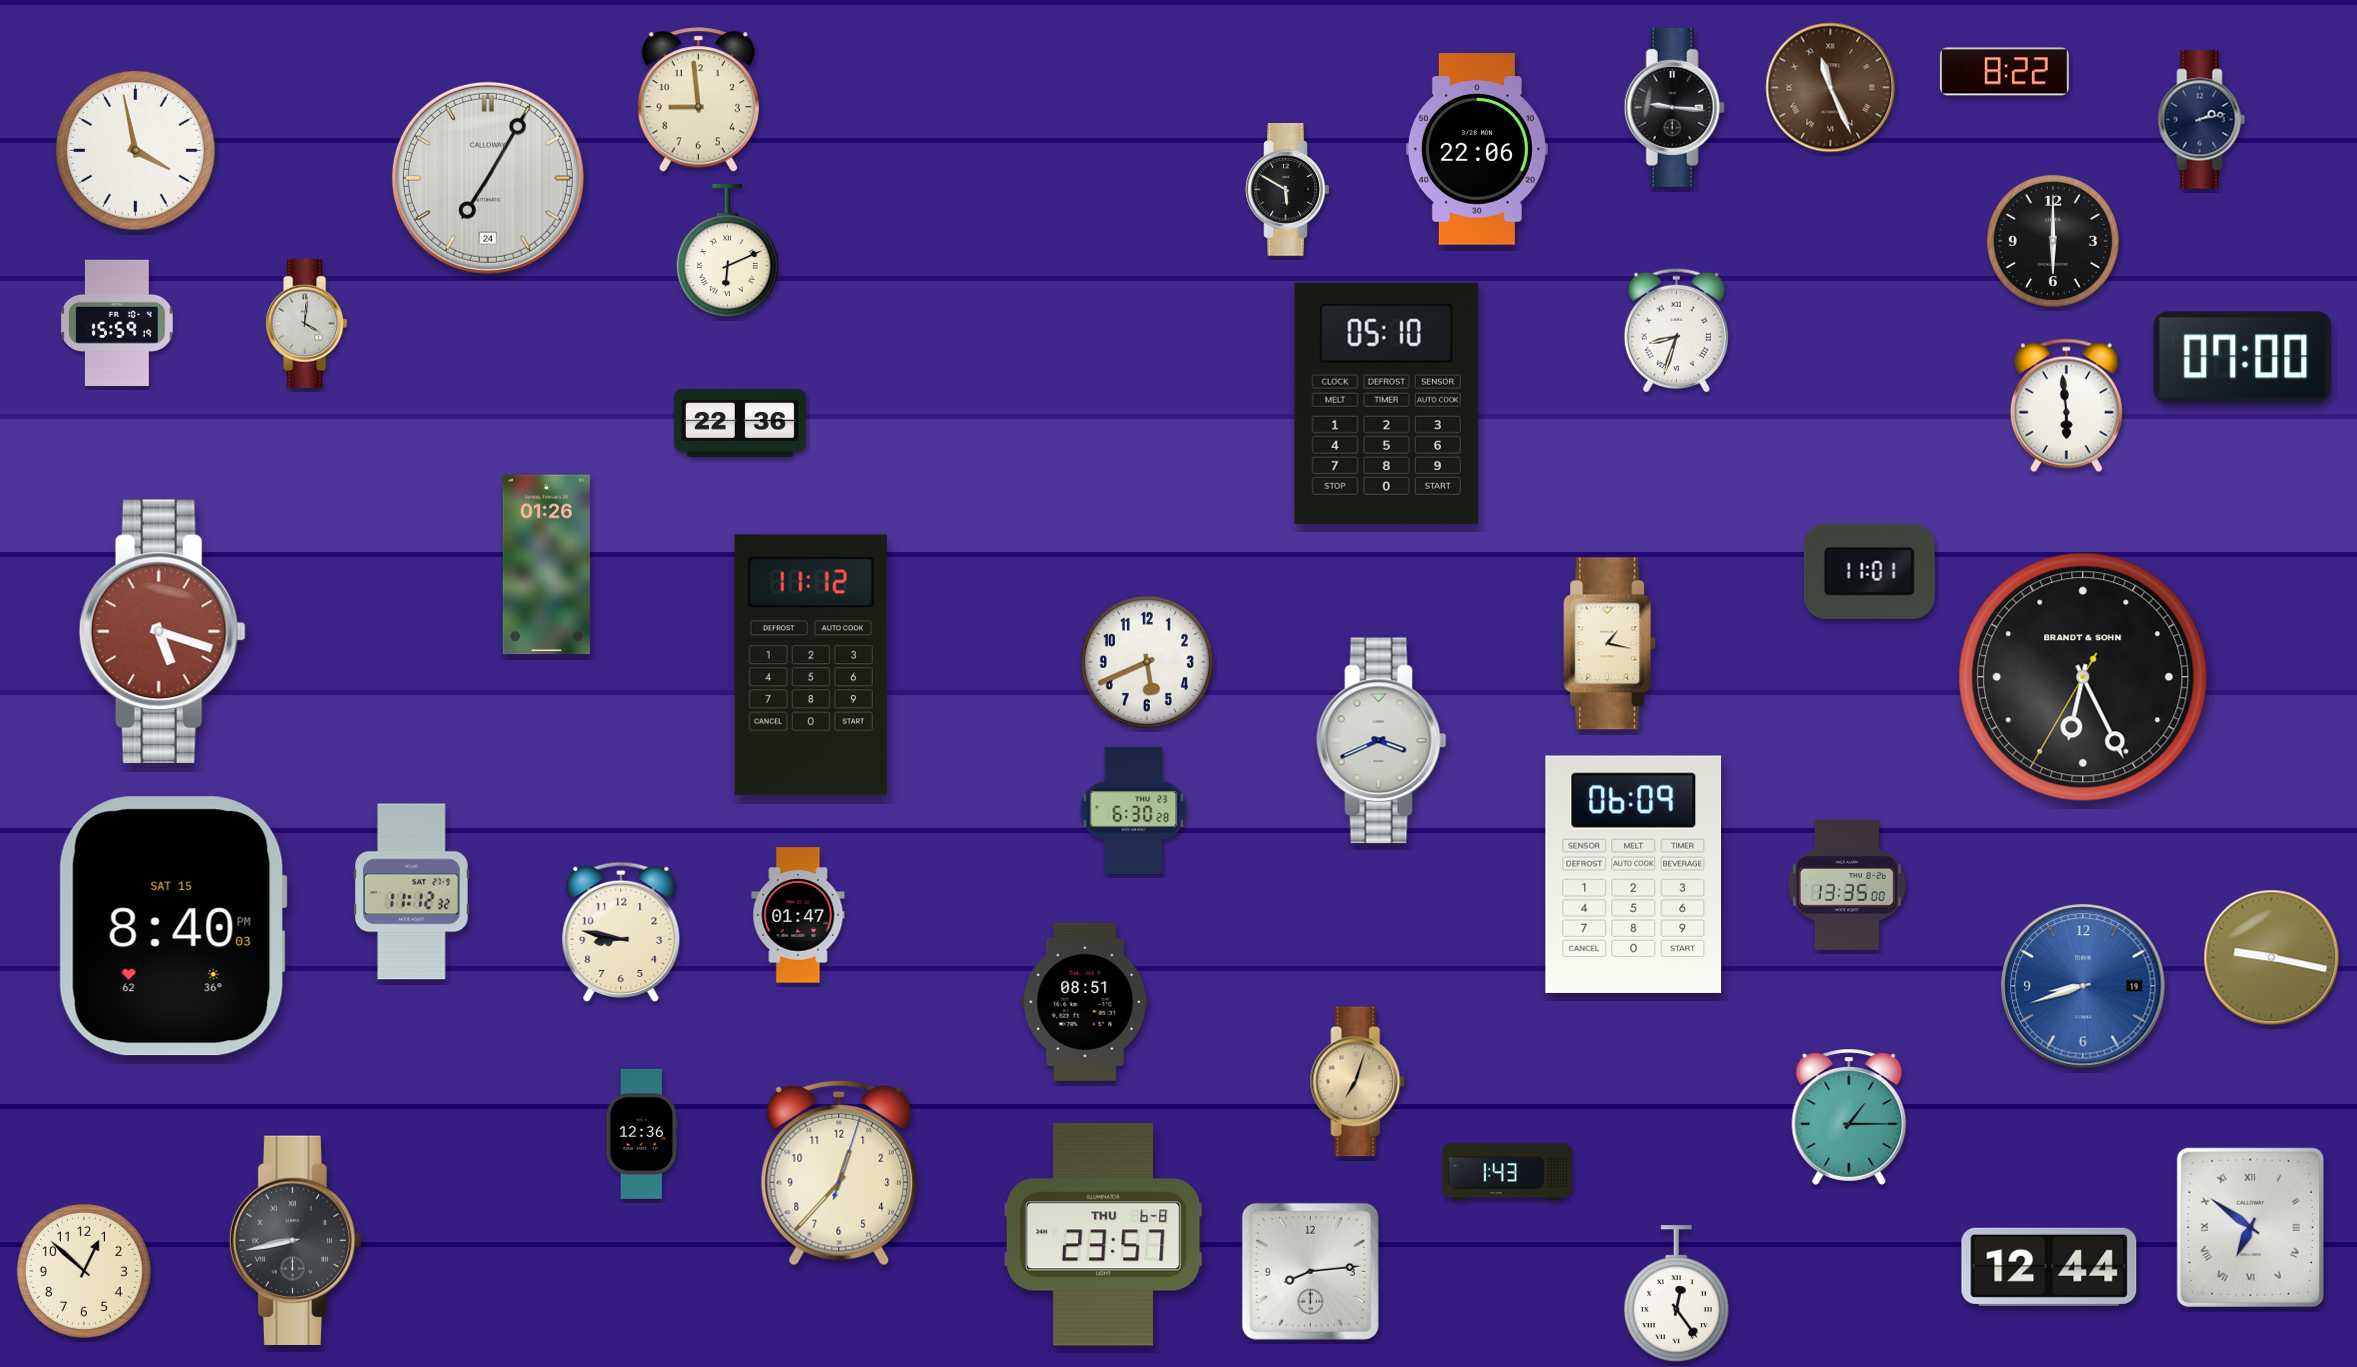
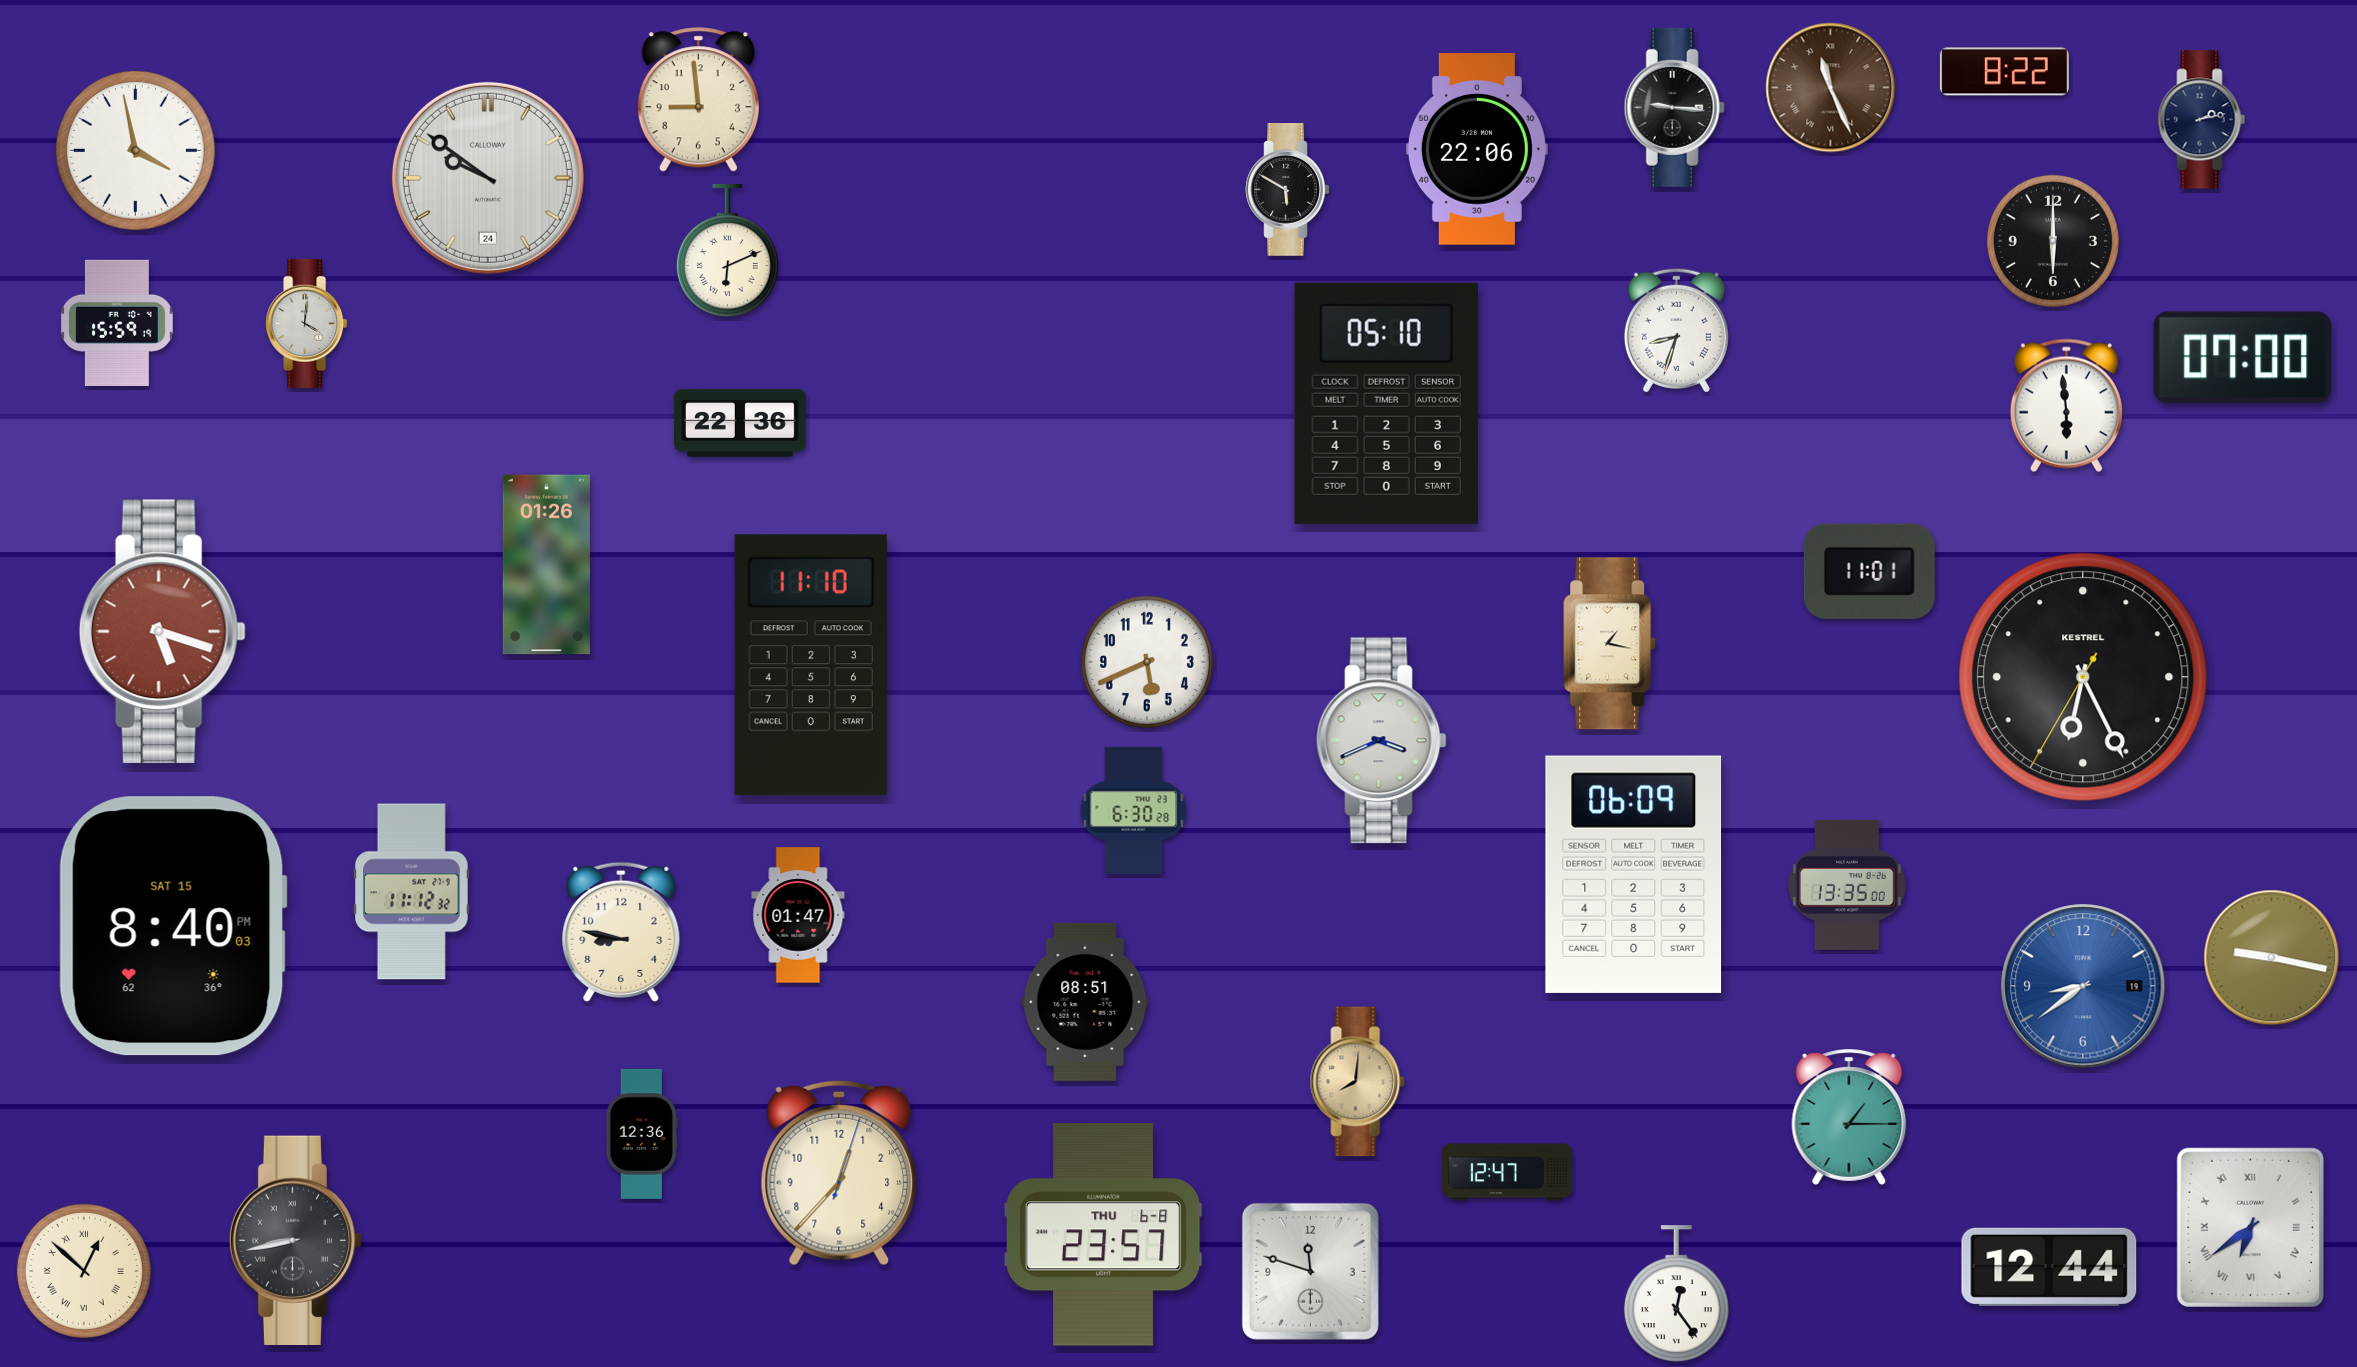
clock at (488, 178): 7:05 -> 9:51
clock at (811, 665): 11:12 -> 11:10
clock at (2083, 677) brand: BRANDT & SOHN -> KESTREL
clock at (2083, 986): 8:42 -> 8:39
clock at (1358, 1082): 7:03 -> 8:01
clock at (1507, 1172): 1:43 -> 12:47
clock at (2250, 1227): 6:51 -> 6:39
clock at (84, 1271) numerals: Arabic -> Roman
clock at (1310, 1271): 8:14 -> 11:48
